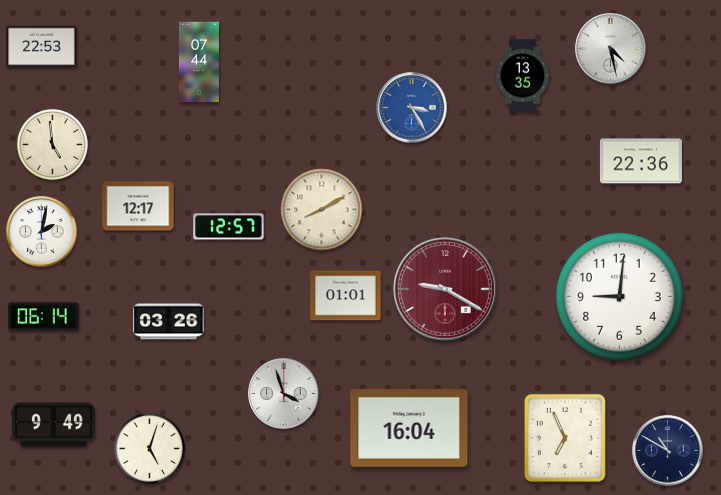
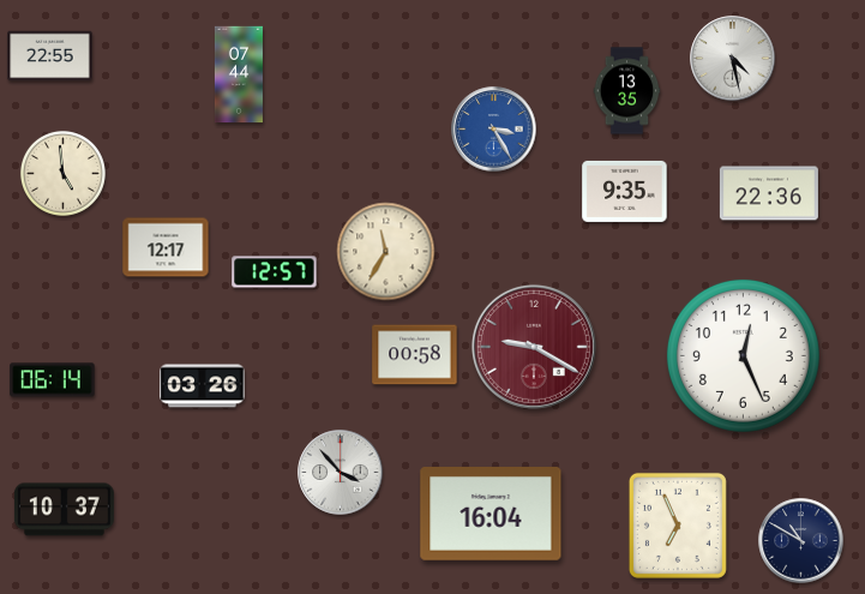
clock at (42, 47): 22:53 -> 22:55
clock at (625, 191): none -> 9:35
clock at (322, 210): 8:10 -> 11:35
clock at (42, 232): 2:02 -> none
clock at (346, 296): 01:01 -> 00:58
clock at (619, 296): 9:01 -> 12:26
clock at (284, 394): 3:57 -> 3:53
clock at (53, 425): 9:49 -> 10:37
clock at (149, 448): 5:03 -> none
